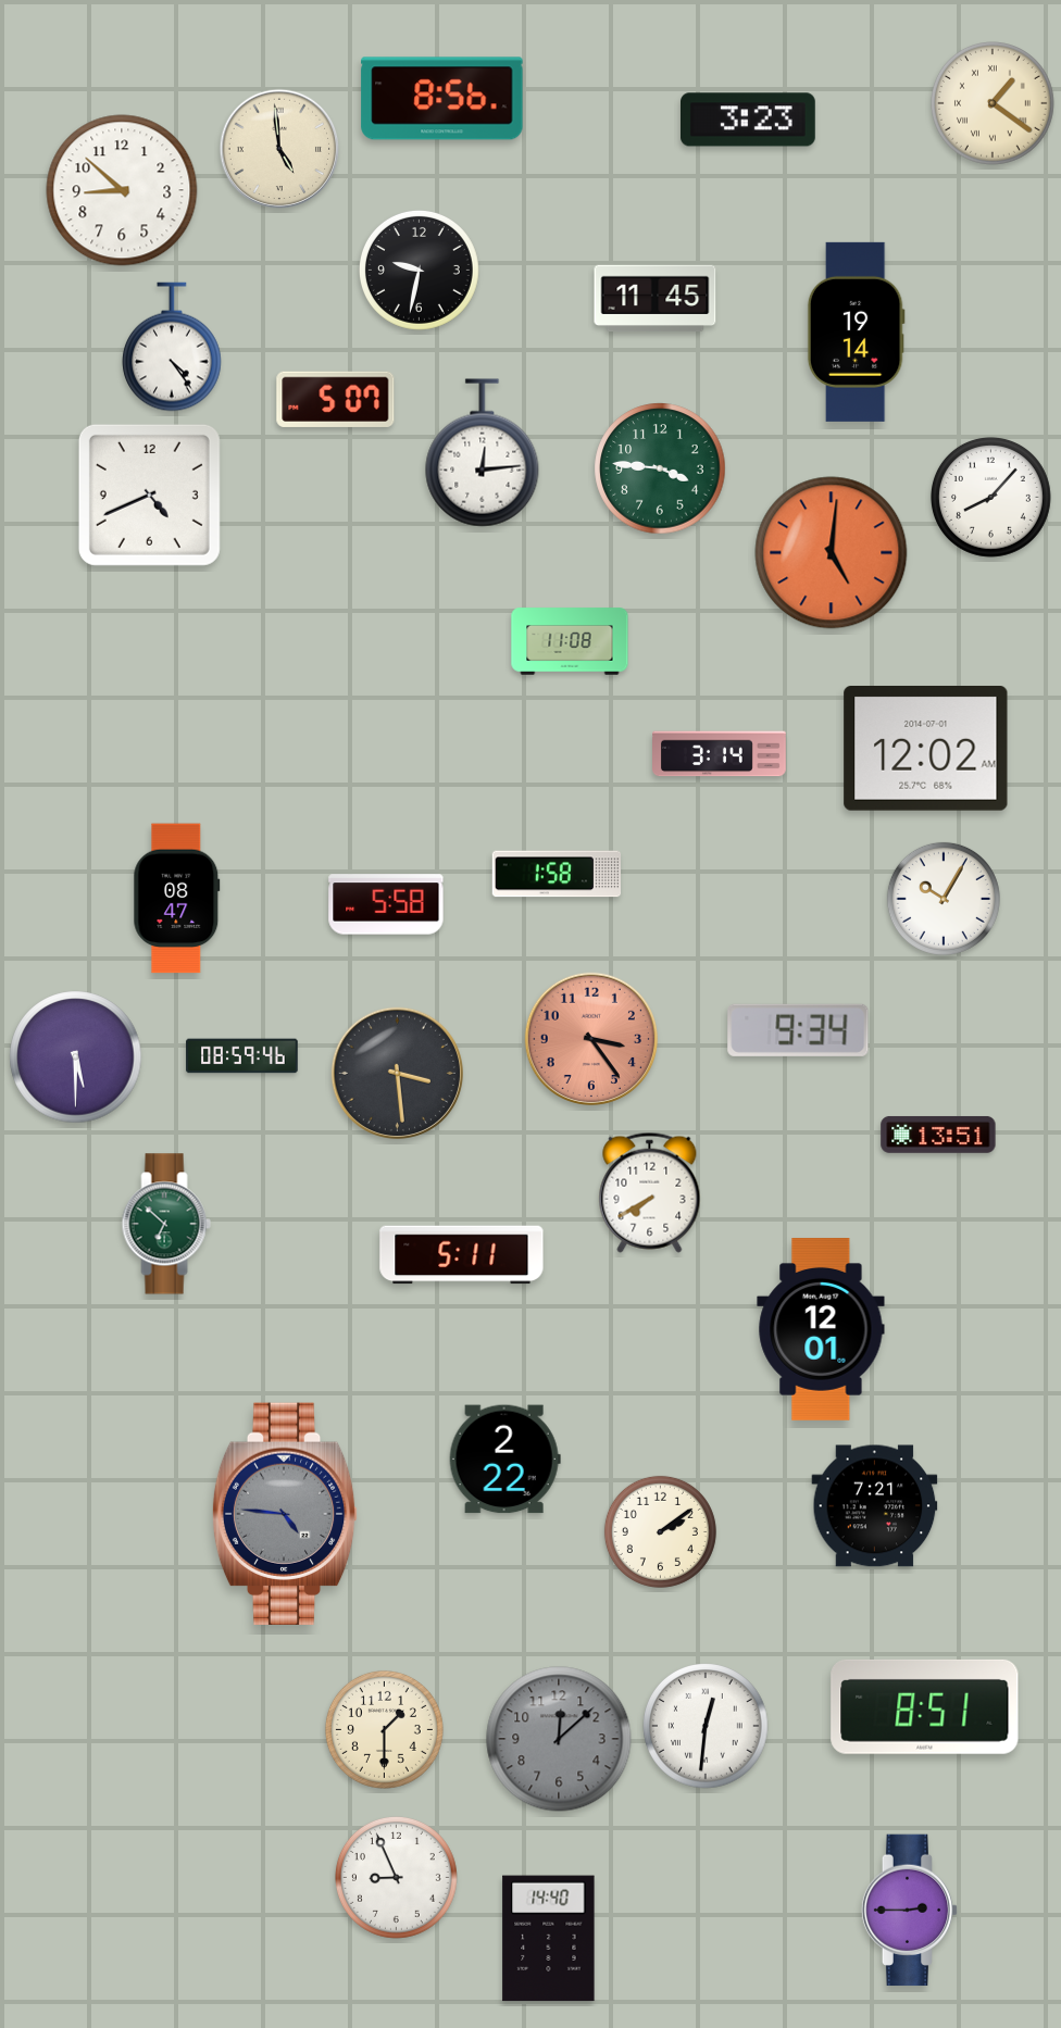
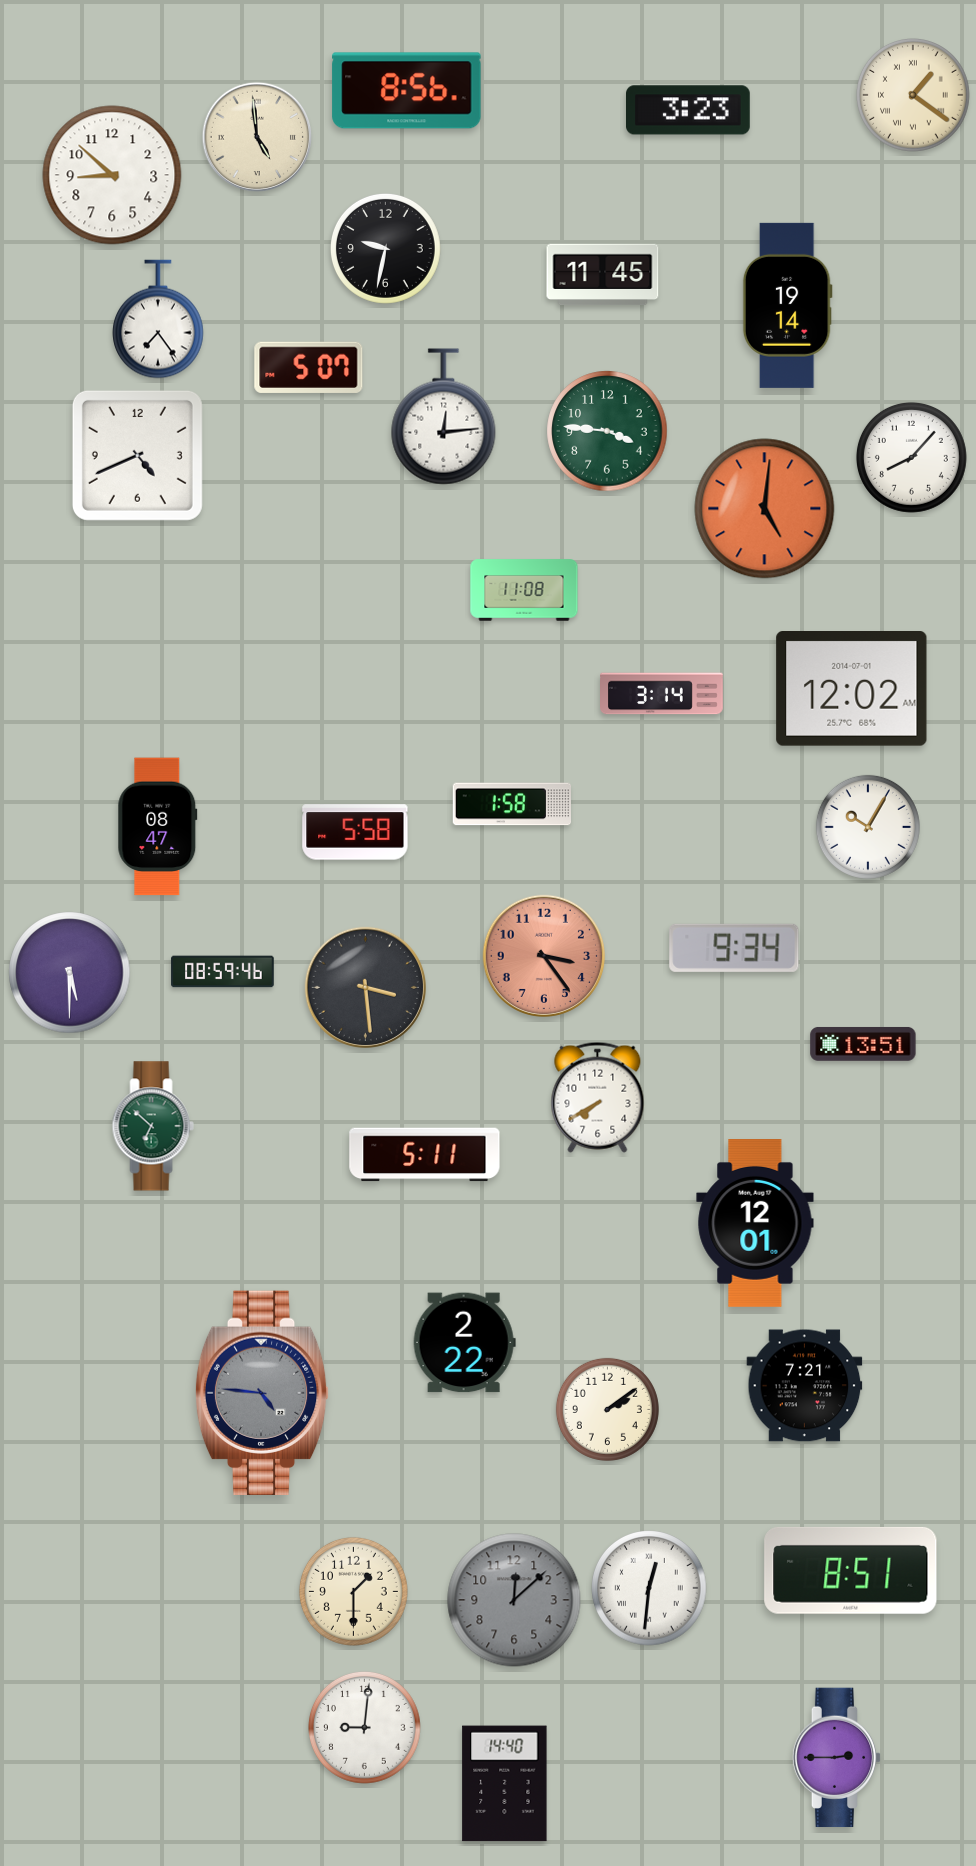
clock at (172, 347): 4:24 -> 7:24
clock at (177, 899) position: (177, 899) -> (158, 827)
clock at (397, 1878): 8:56 -> 9:01
